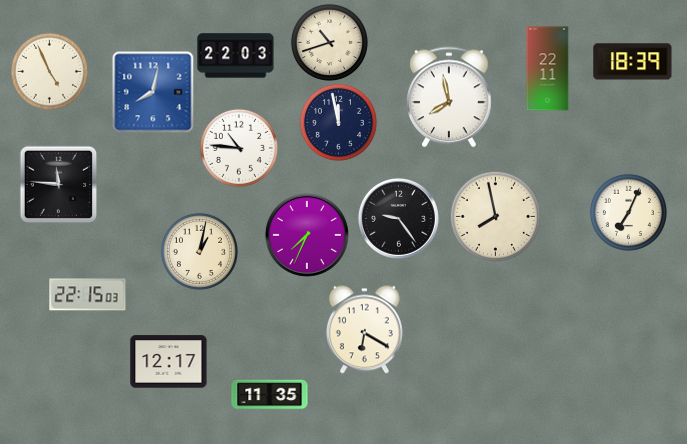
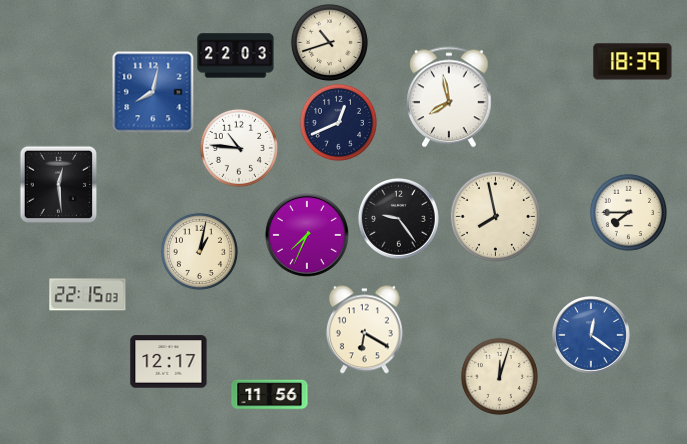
clock at (548, 69): 22:11 -> none
clock at (49, 71): 4:56 -> none
clock at (338, 122): 11:58 -> 12:41
clock at (58, 184): 11:46 -> 12:29
clock at (628, 212): 7:04 -> 7:45
clock at (592, 336): none -> 12:21
clock at (499, 376): none -> 12:03
clock at (270, 395): 11:35 -> 11:56
